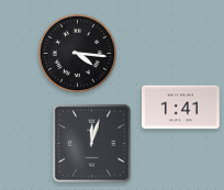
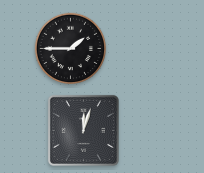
clock at (78, 54): 4:16 -> 1:45
clock at (181, 108): 1:41 -> none
